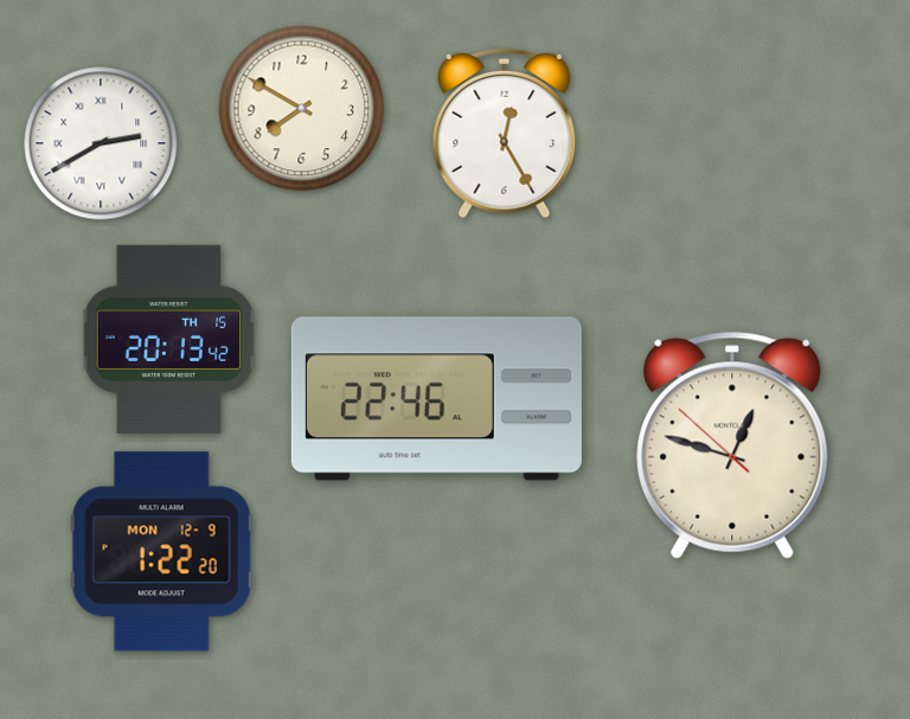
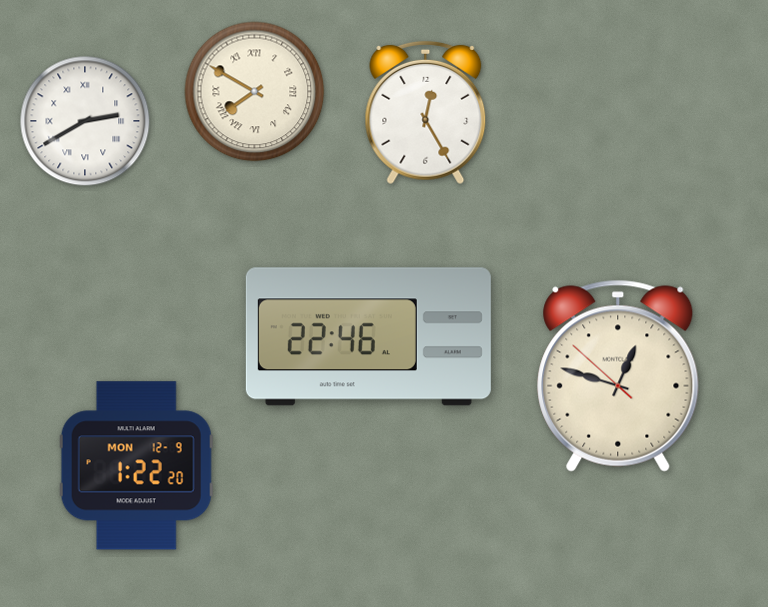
clock at (302, 109) numerals: Arabic -> Roman
clock at (169, 339): 20:13 -> none
